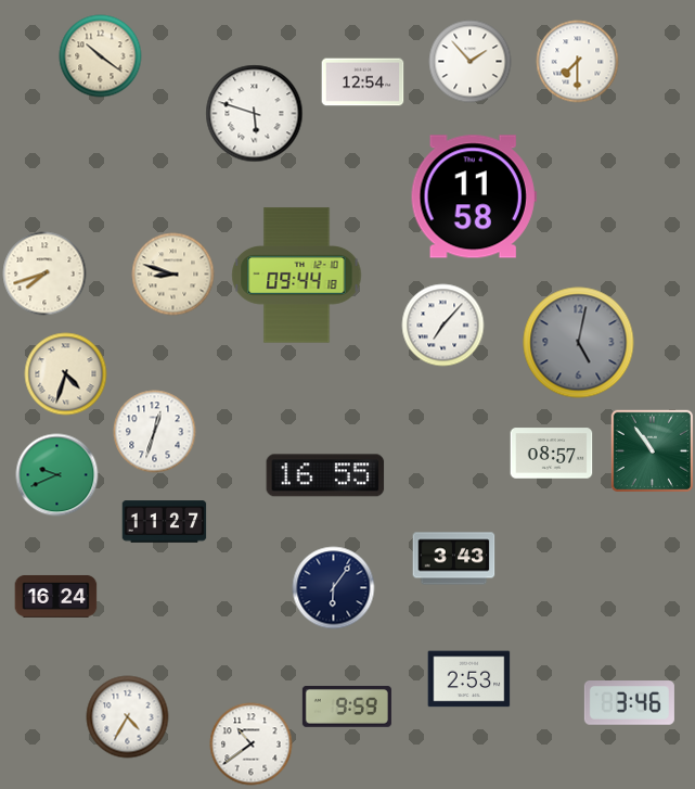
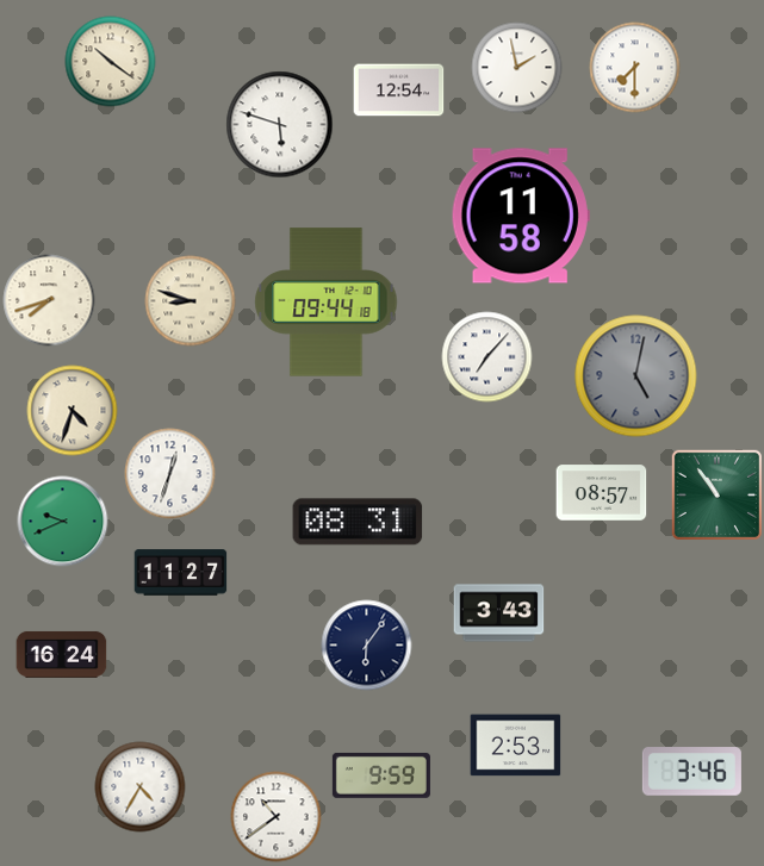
clock at (471, 62): 1:53 -> 1:58
clock at (552, 454) position: (552, 454) -> (602, 493)
clock at (325, 475): 16:55 -> 08:31
